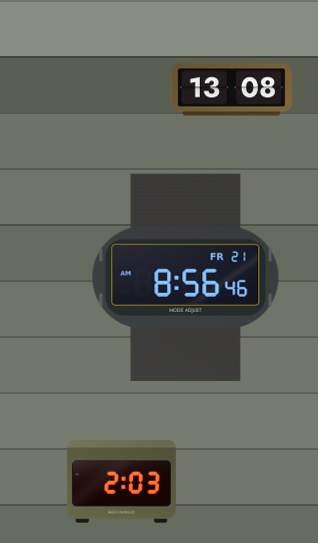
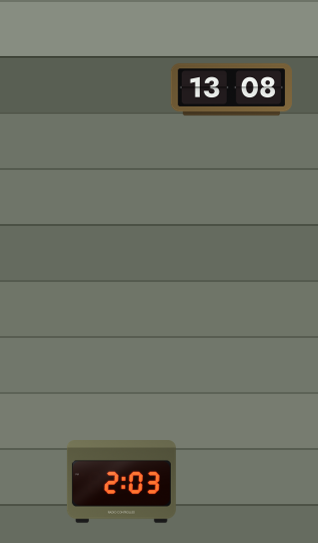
clock at (186, 277): 8:56 -> none
